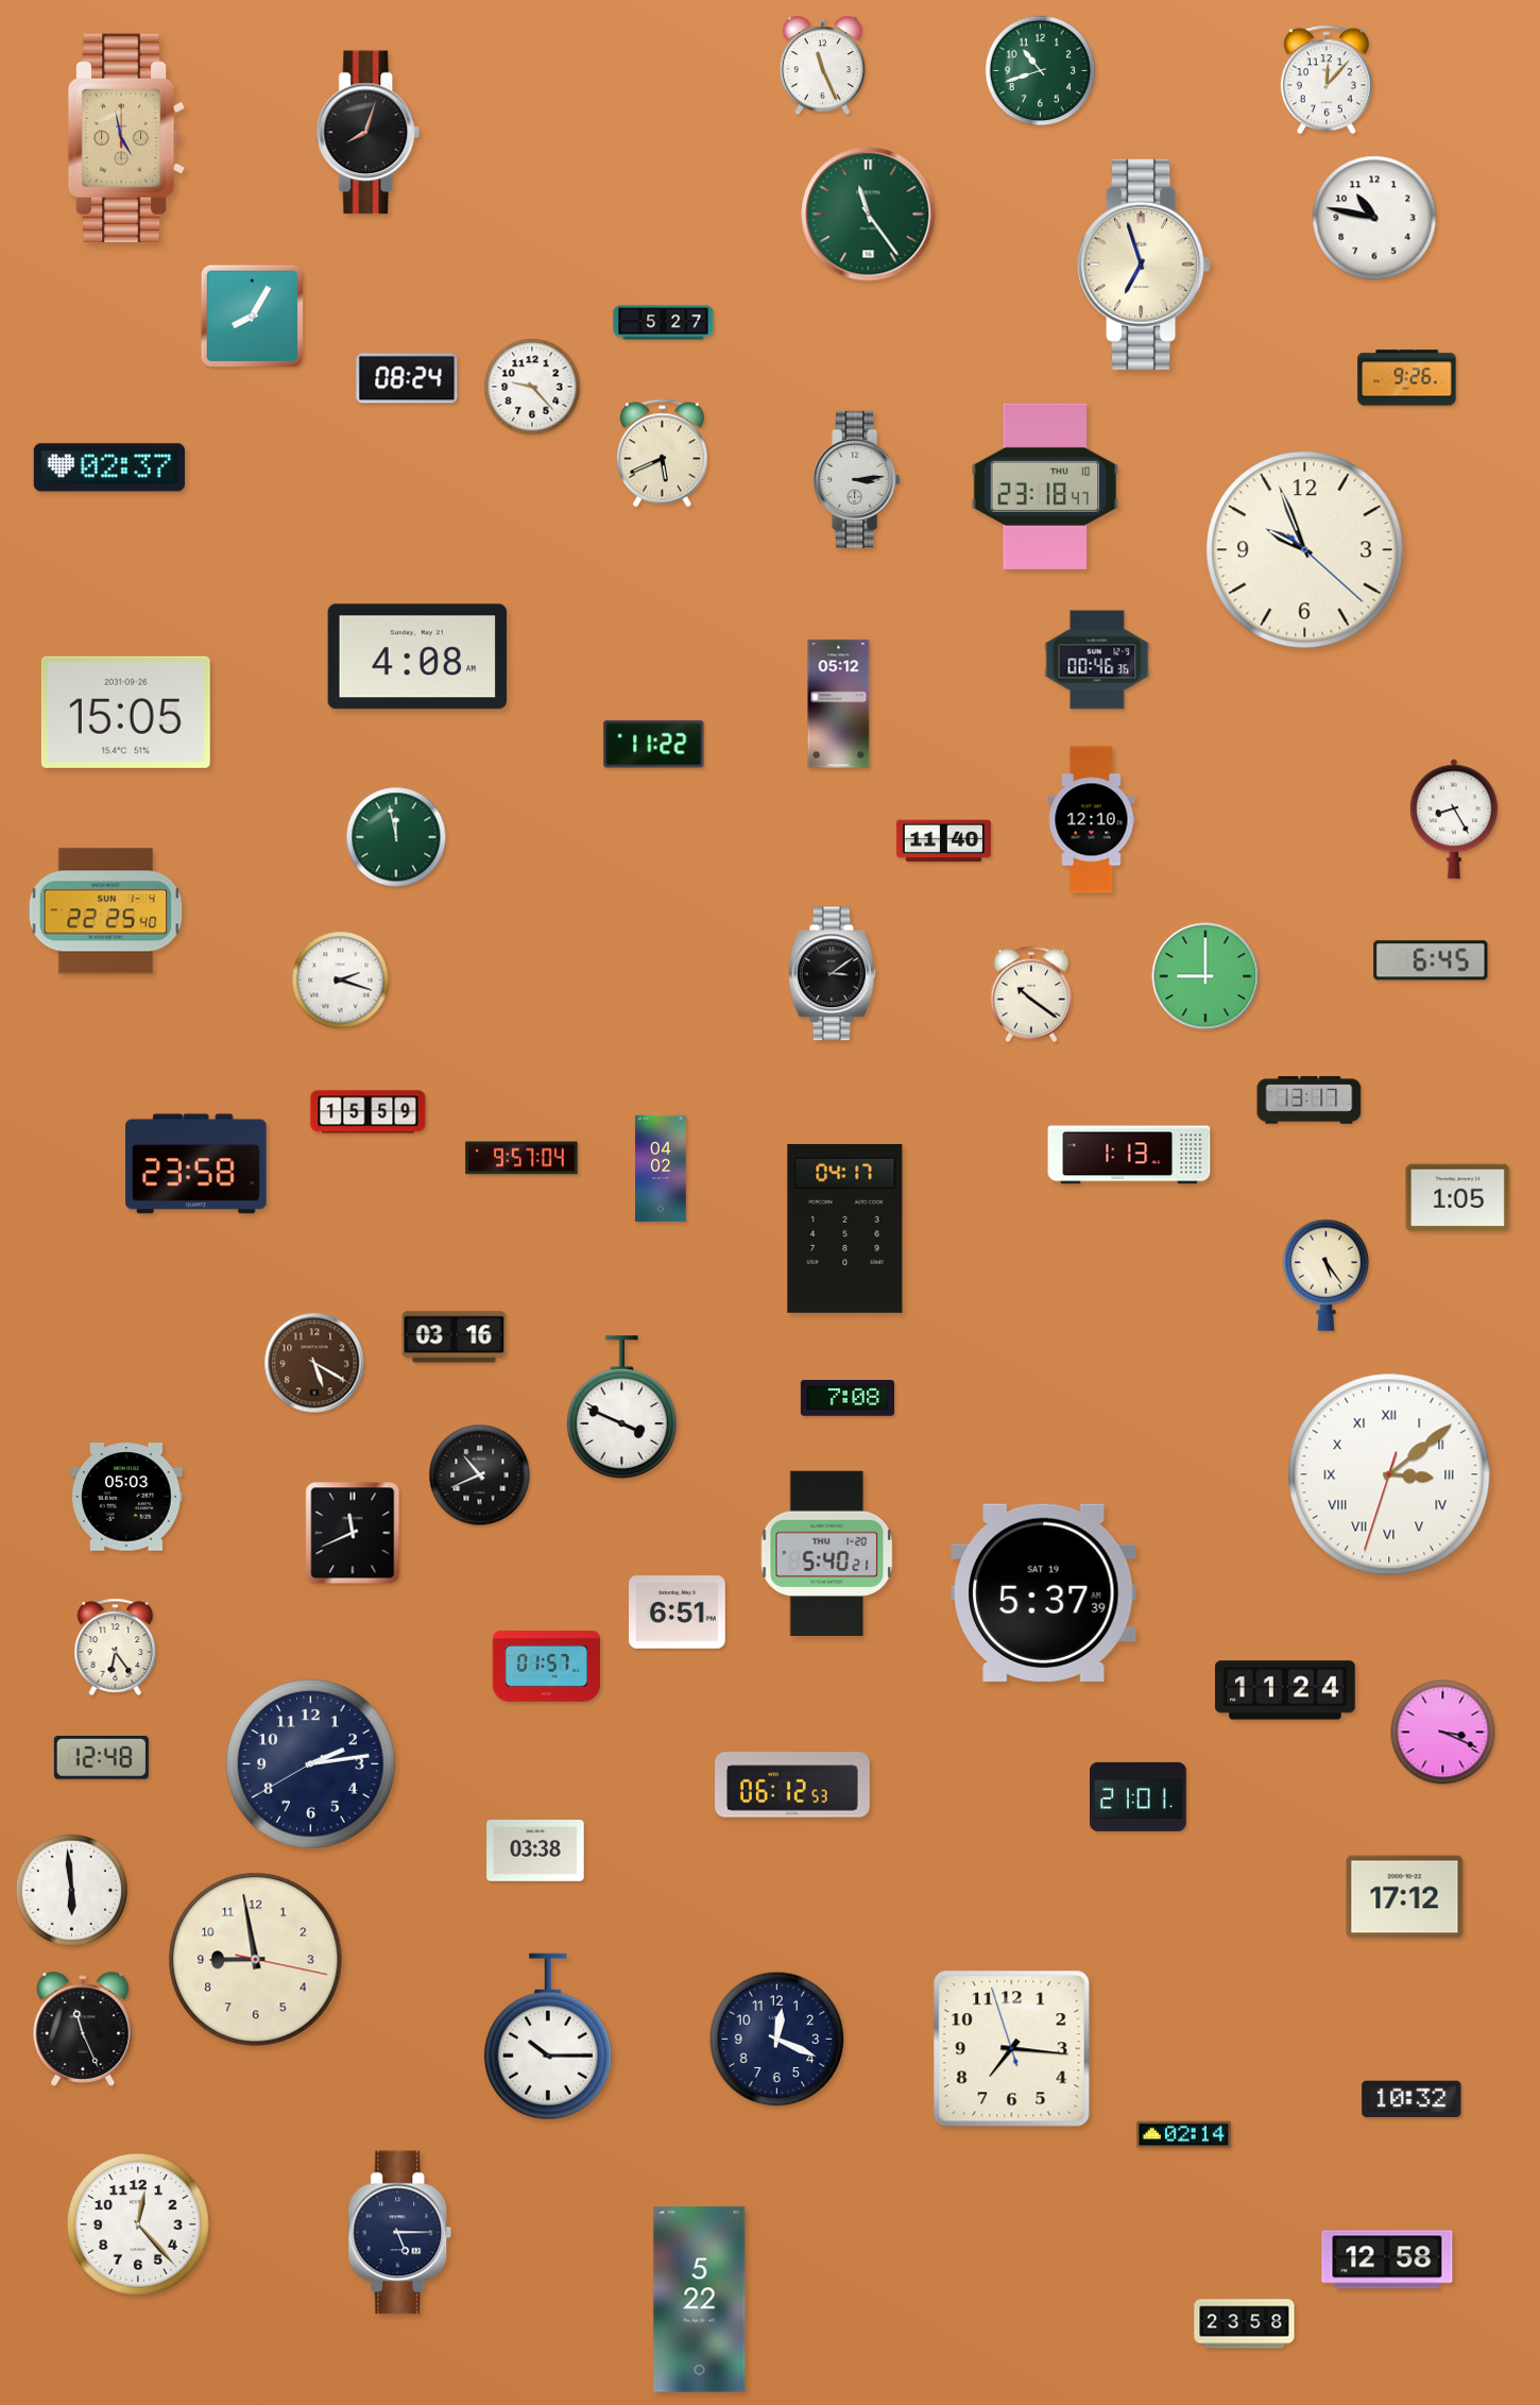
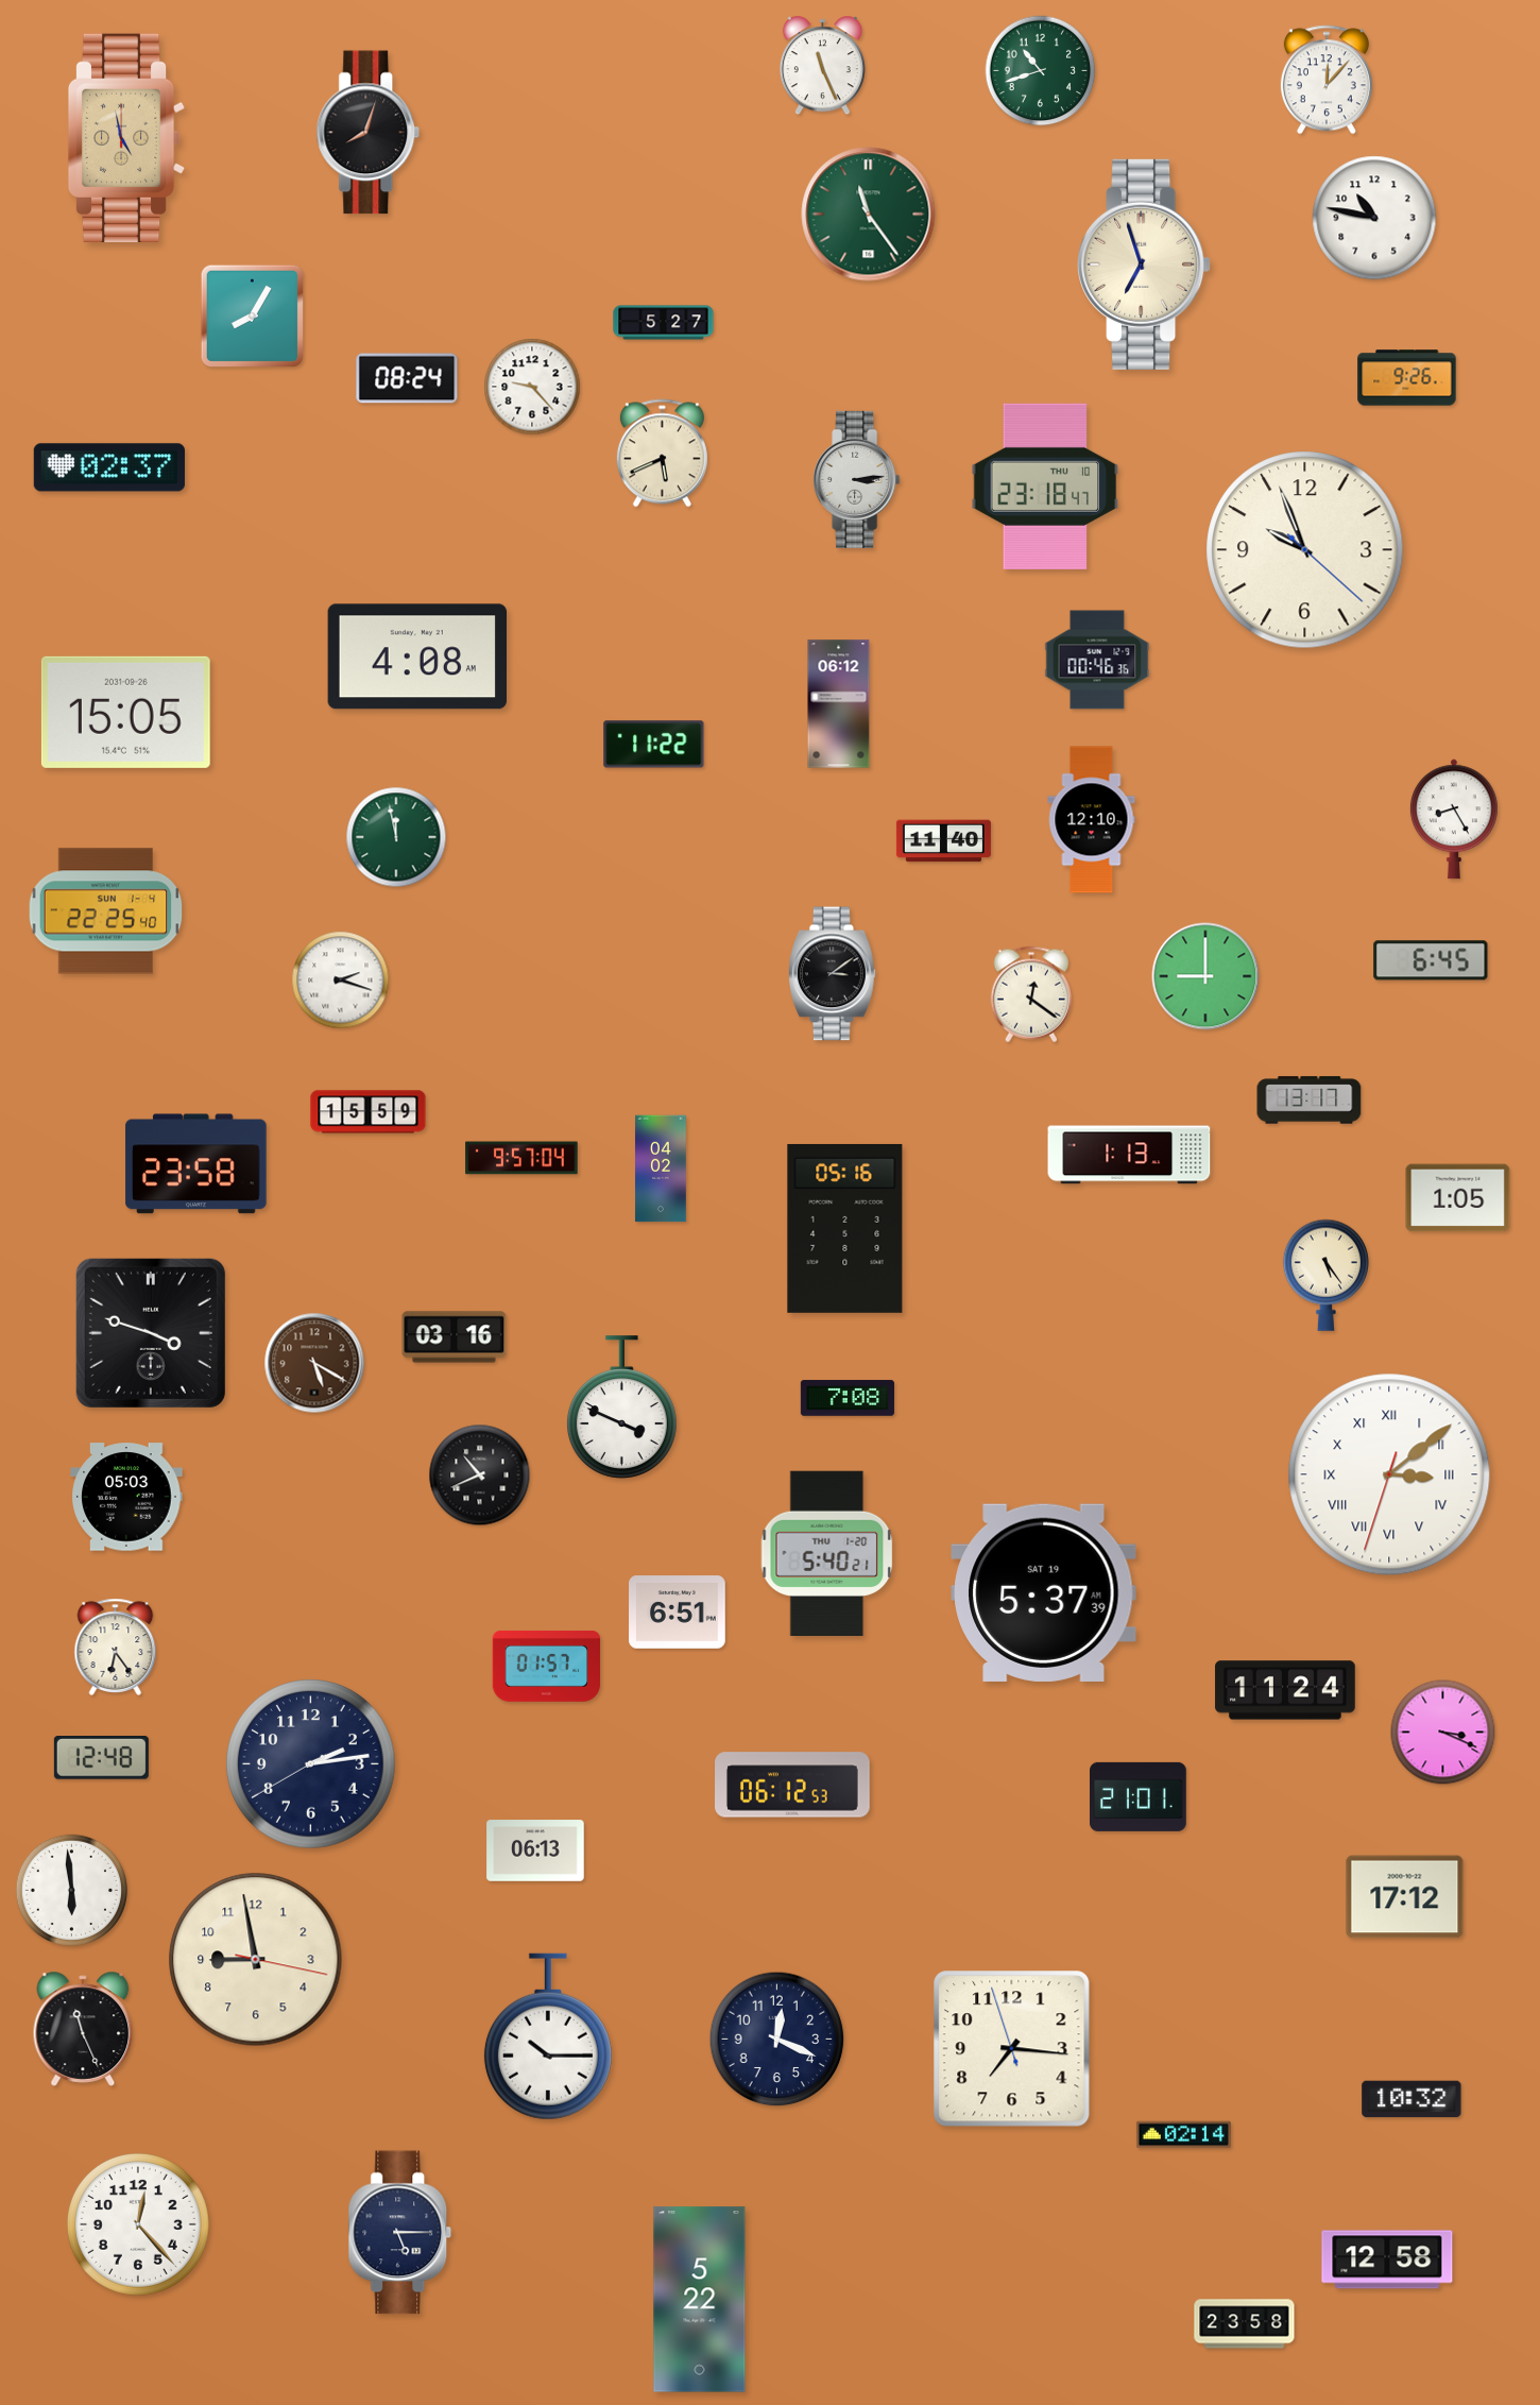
clock at (839, 704): 05:12 -> 06:12
clock at (1031, 994): 10:21 -> 12:21
clock at (845, 1228): 04:17 -> 05:16
clock at (151, 1333): none -> 3:48
clock at (353, 1533): 11:41 -> none
clock at (535, 1850): 03:38 -> 06:13
